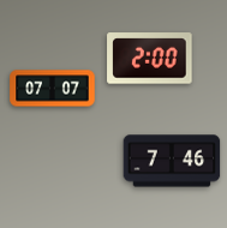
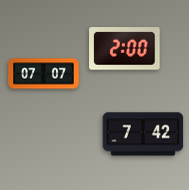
clock at (172, 161): 7:46 -> 7:42
